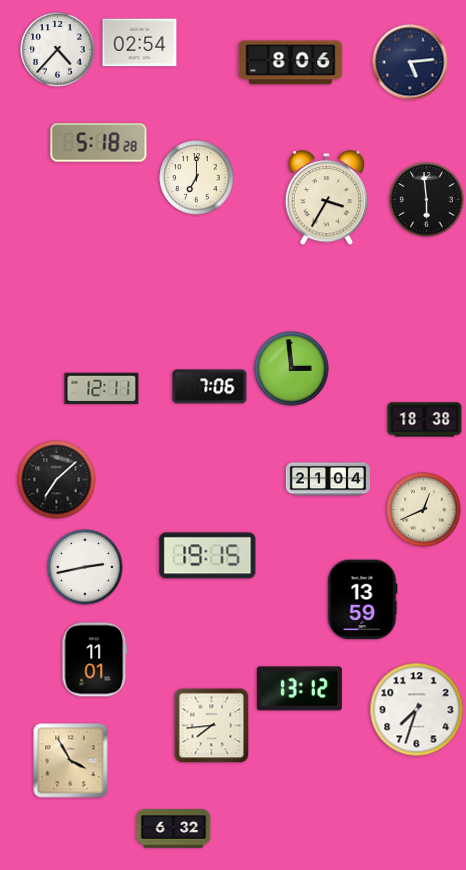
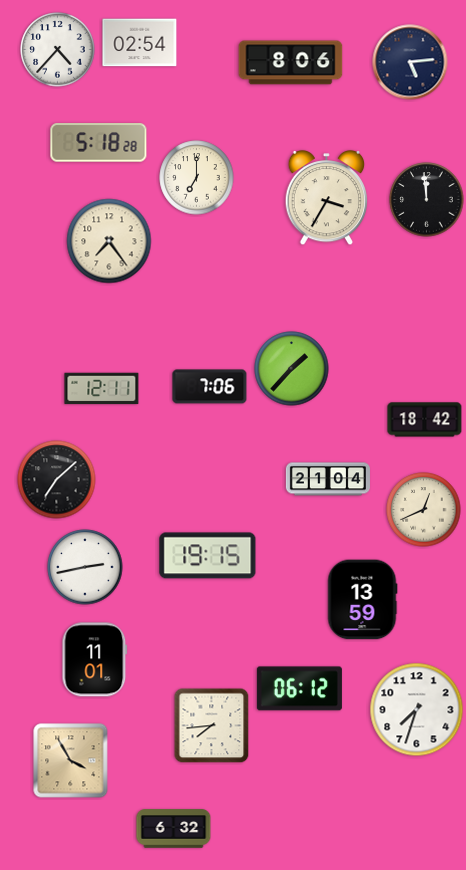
clock at (427, 200): 5:59 -> 11:59
clock at (109, 241): none -> 7:24
clock at (292, 369): 2:59 -> 1:37
clock at (425, 420): 18:38 -> 18:42
clock at (299, 689): 13:12 -> 06:12
